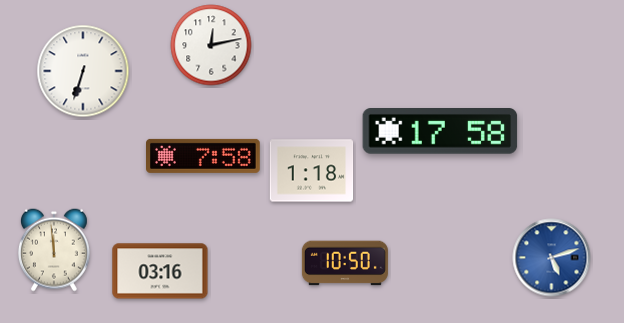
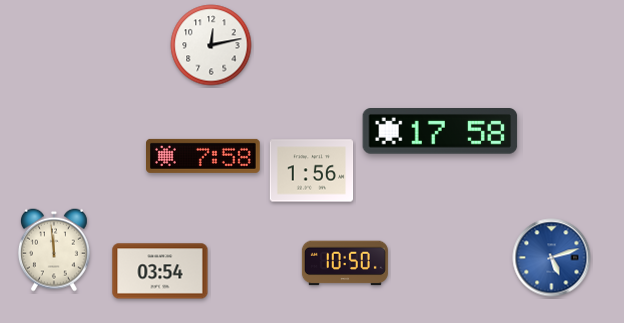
clock at (83, 71): 6:33 -> none
clock at (312, 171): 1:18 -> 1:56
clock at (160, 271): 03:16 -> 03:54
